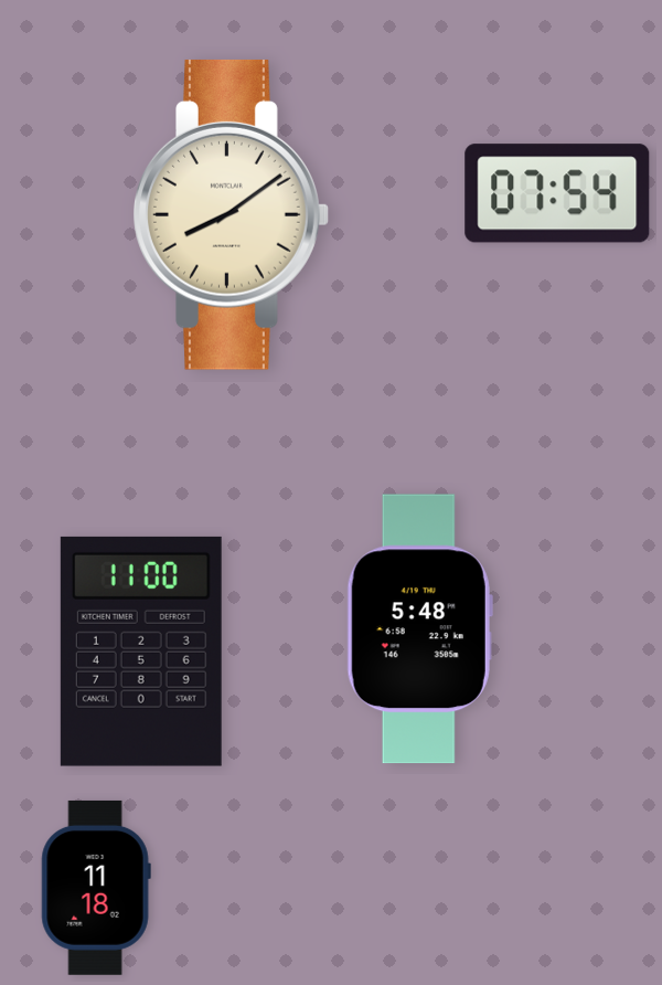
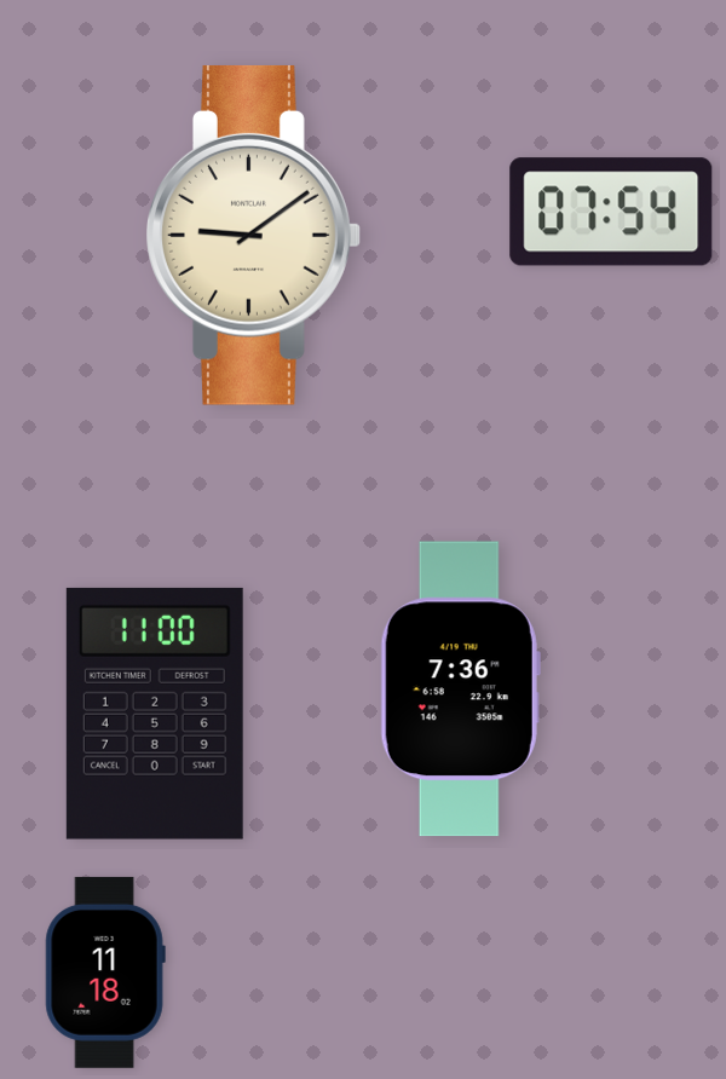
clock at (231, 214): 8:09 -> 9:09
clock at (419, 629): 5:48 -> 7:36
